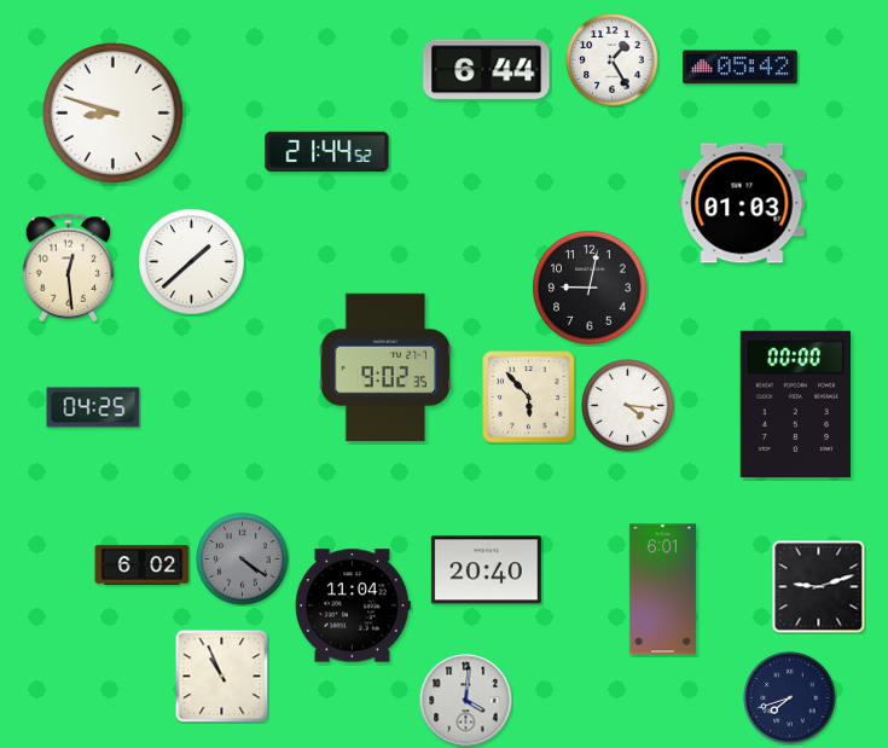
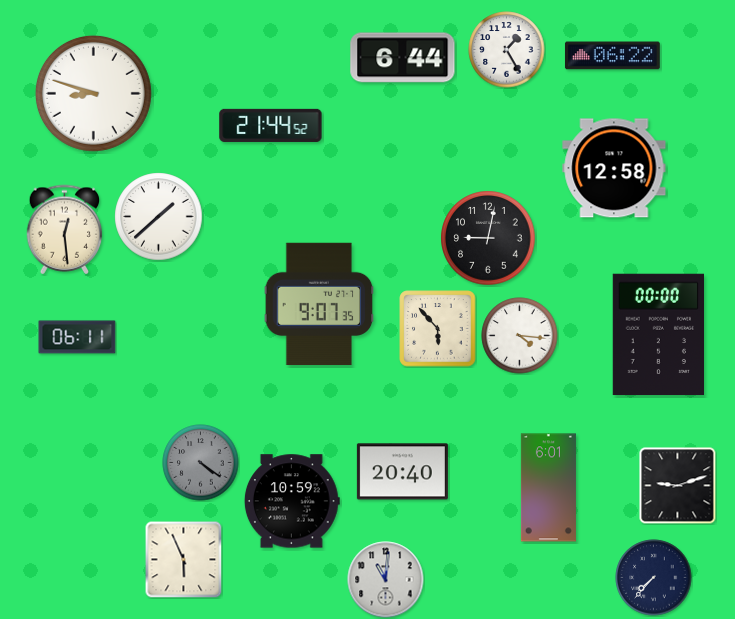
clock at (741, 68): 05:42 -> 06:22
clock at (742, 203): 01:03 -> 12:58
clock at (69, 268) position: (69, 268) -> (65, 230)
clock at (385, 367): 9:02 -> 9:07
clock at (93, 407): 04:25 -> 06:11
clock at (143, 566): 6:02 -> none
clock at (353, 605): 11:04 -> 10:59
clock at (221, 675): 10:56 -> 5:56
clock at (790, 698): 7:42 -> 7:37
clock at (466, 701): 4:01 -> 11:01
